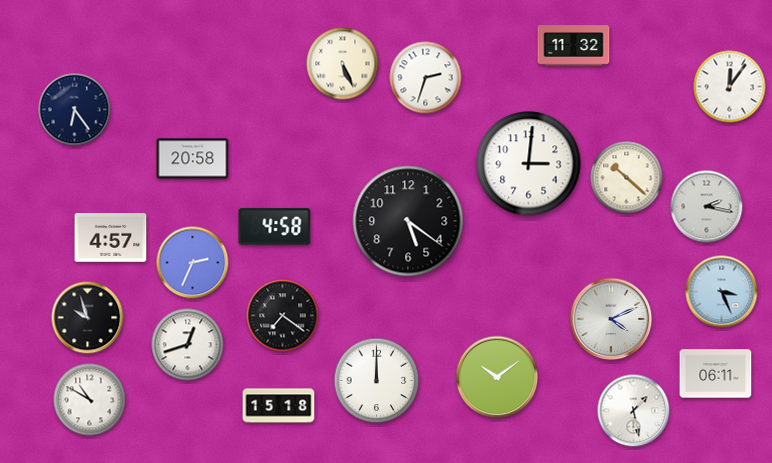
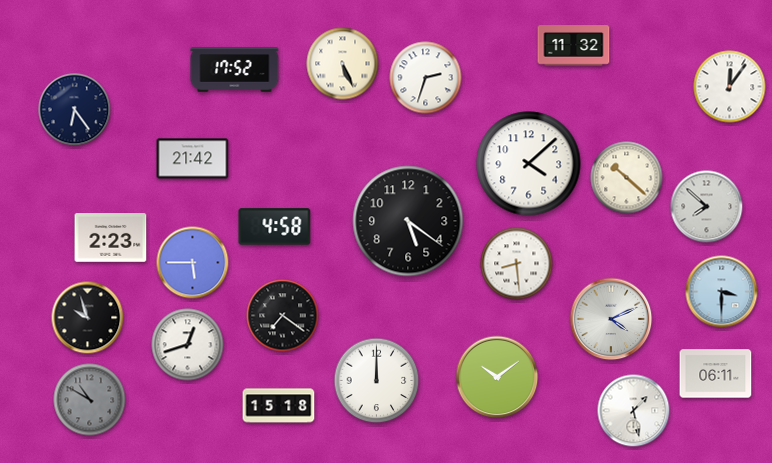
clock at (235, 70): none -> 17:52
clock at (193, 159): 20:58 -> 21:42
clock at (529, 164): 3:01 -> 4:08
clock at (707, 207): 2:17 -> 7:52
clock at (111, 238): 4:57 -> 2:23
clock at (193, 263): 2:34 -> 5:45
clock at (517, 264): none -> 8:29
clock at (722, 292): 3:26 -> 3:30
clock at (90, 400) dial: white -> grey
